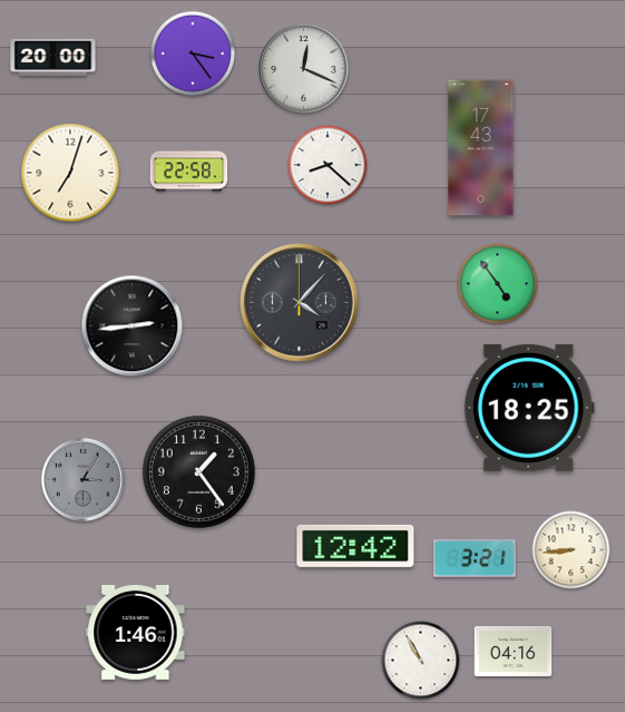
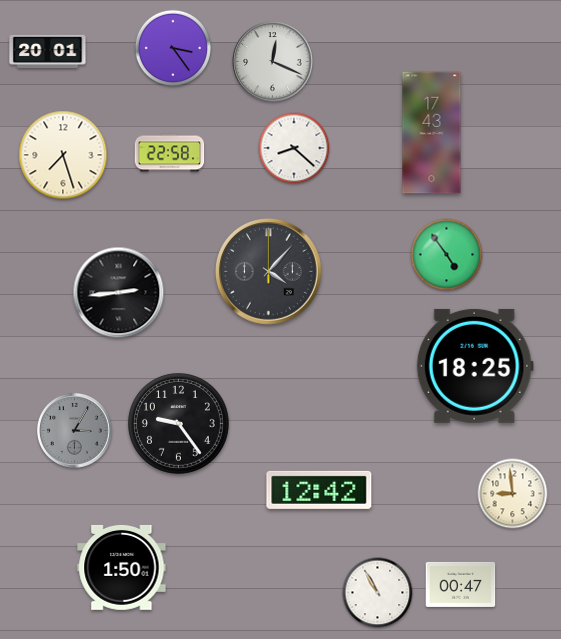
clock at (53, 57): 20:00 -> 20:01
clock at (70, 173): 7:03 -> 7:27
clock at (198, 471): 1:24 -> 9:24
clock at (572, 550): 8:44 -> 8:59
clock at (475, 558): 3:21 -> none
clock at (136, 632): 1:46 -> 1:50
clock at (514, 651): 04:16 -> 00:47
